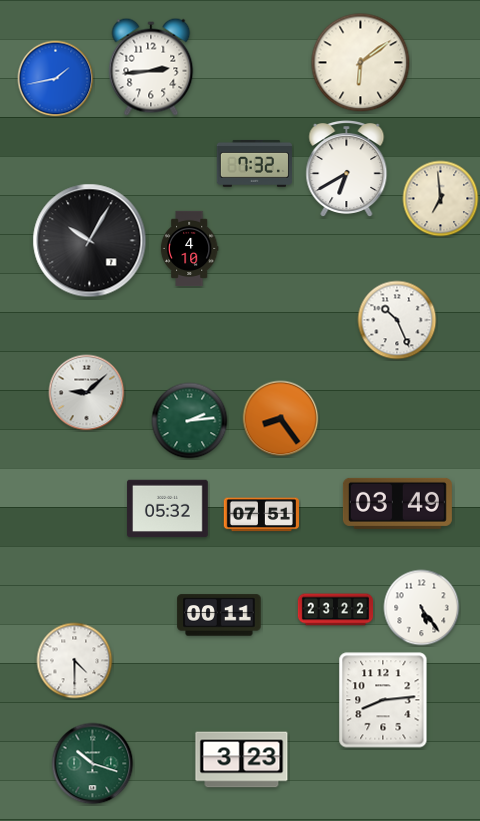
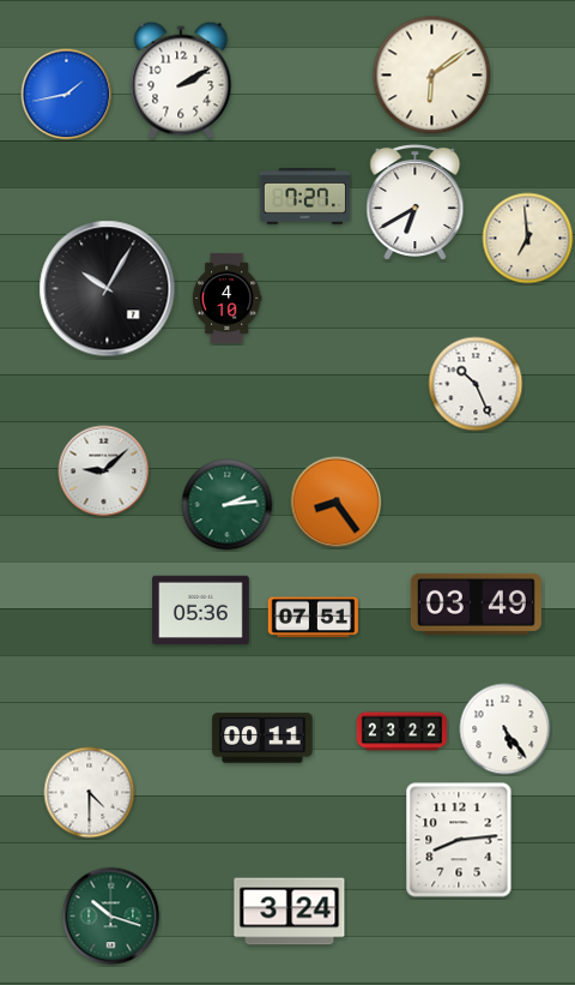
clock at (151, 67): 2:44 -> 2:10
clock at (254, 163): 7:32 -> 7:27
clock at (168, 509): 05:32 -> 05:36
clock at (242, 760): 3:23 -> 3:24
